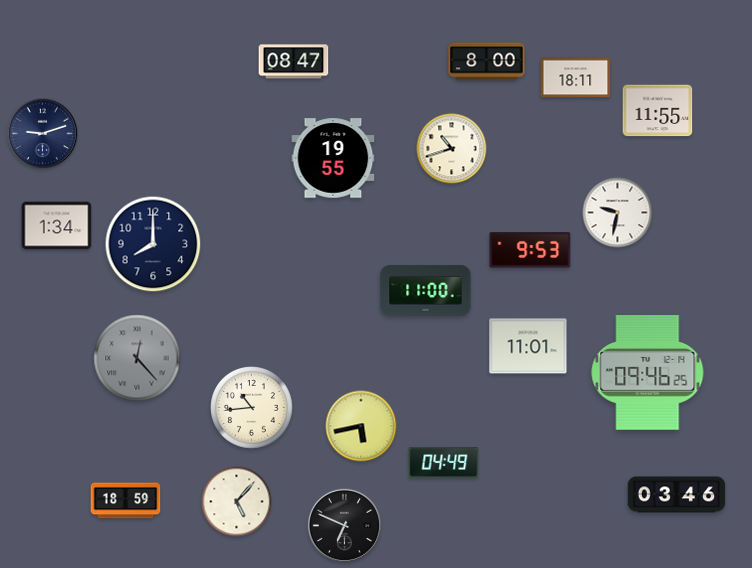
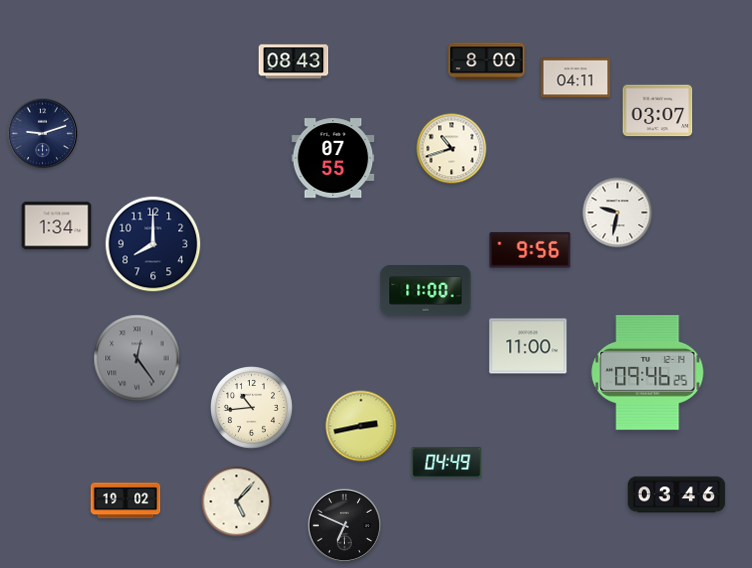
clock at (294, 62): 08:47 -> 08:43
clock at (576, 78): 18:11 -> 04:11
clock at (658, 111): 11:55 -> 03:07
clock at (333, 158): 19:55 -> 07:55
clock at (530, 250): 9:53 -> 9:56
clock at (528, 346): 11:01 -> 11:00
clock at (137, 358): 12:23 -> 12:24
clock at (361, 426): 5:43 -> 2:43
clock at (444, 463) position: (444, 463) -> (447, 463)
clock at (126, 501): 18:59 -> 19:02
